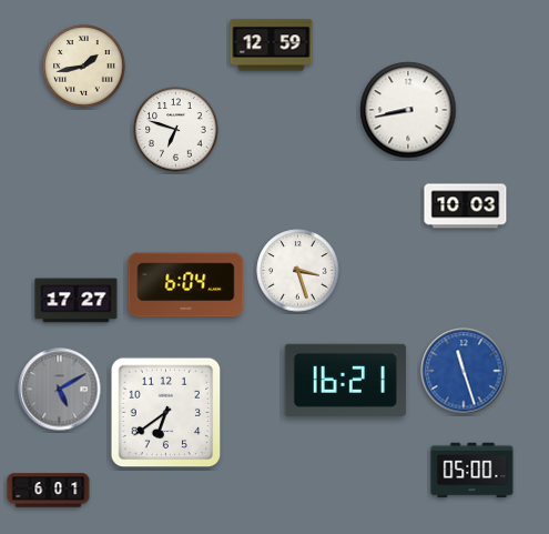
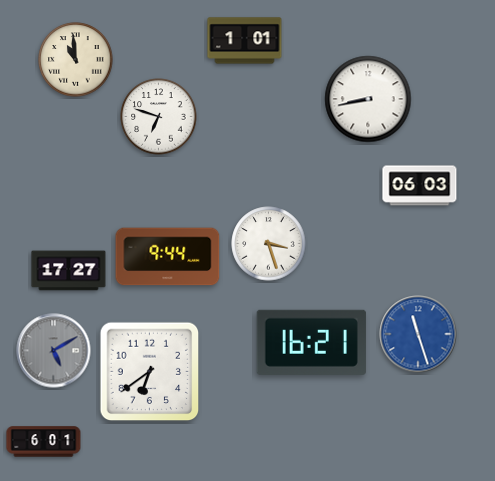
clock at (272, 46): 12:59 -> 1:01
clock at (84, 67): 1:43 -> 10:59
clock at (466, 206): 10:03 -> 06:03
clock at (186, 285): 6:04 -> 9:44
clock at (472, 471): 05:00 -> none
